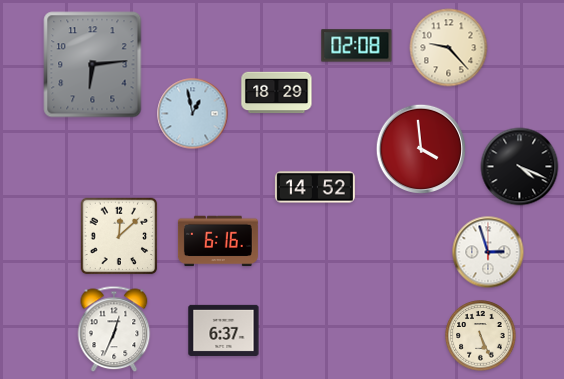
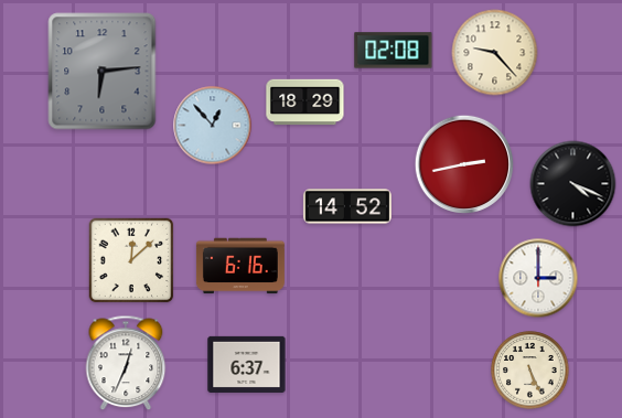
clock at (193, 114): 12:58 -> 12:53
clock at (420, 148): 3:59 -> 2:43
clock at (488, 252): 2:57 -> 3:00
